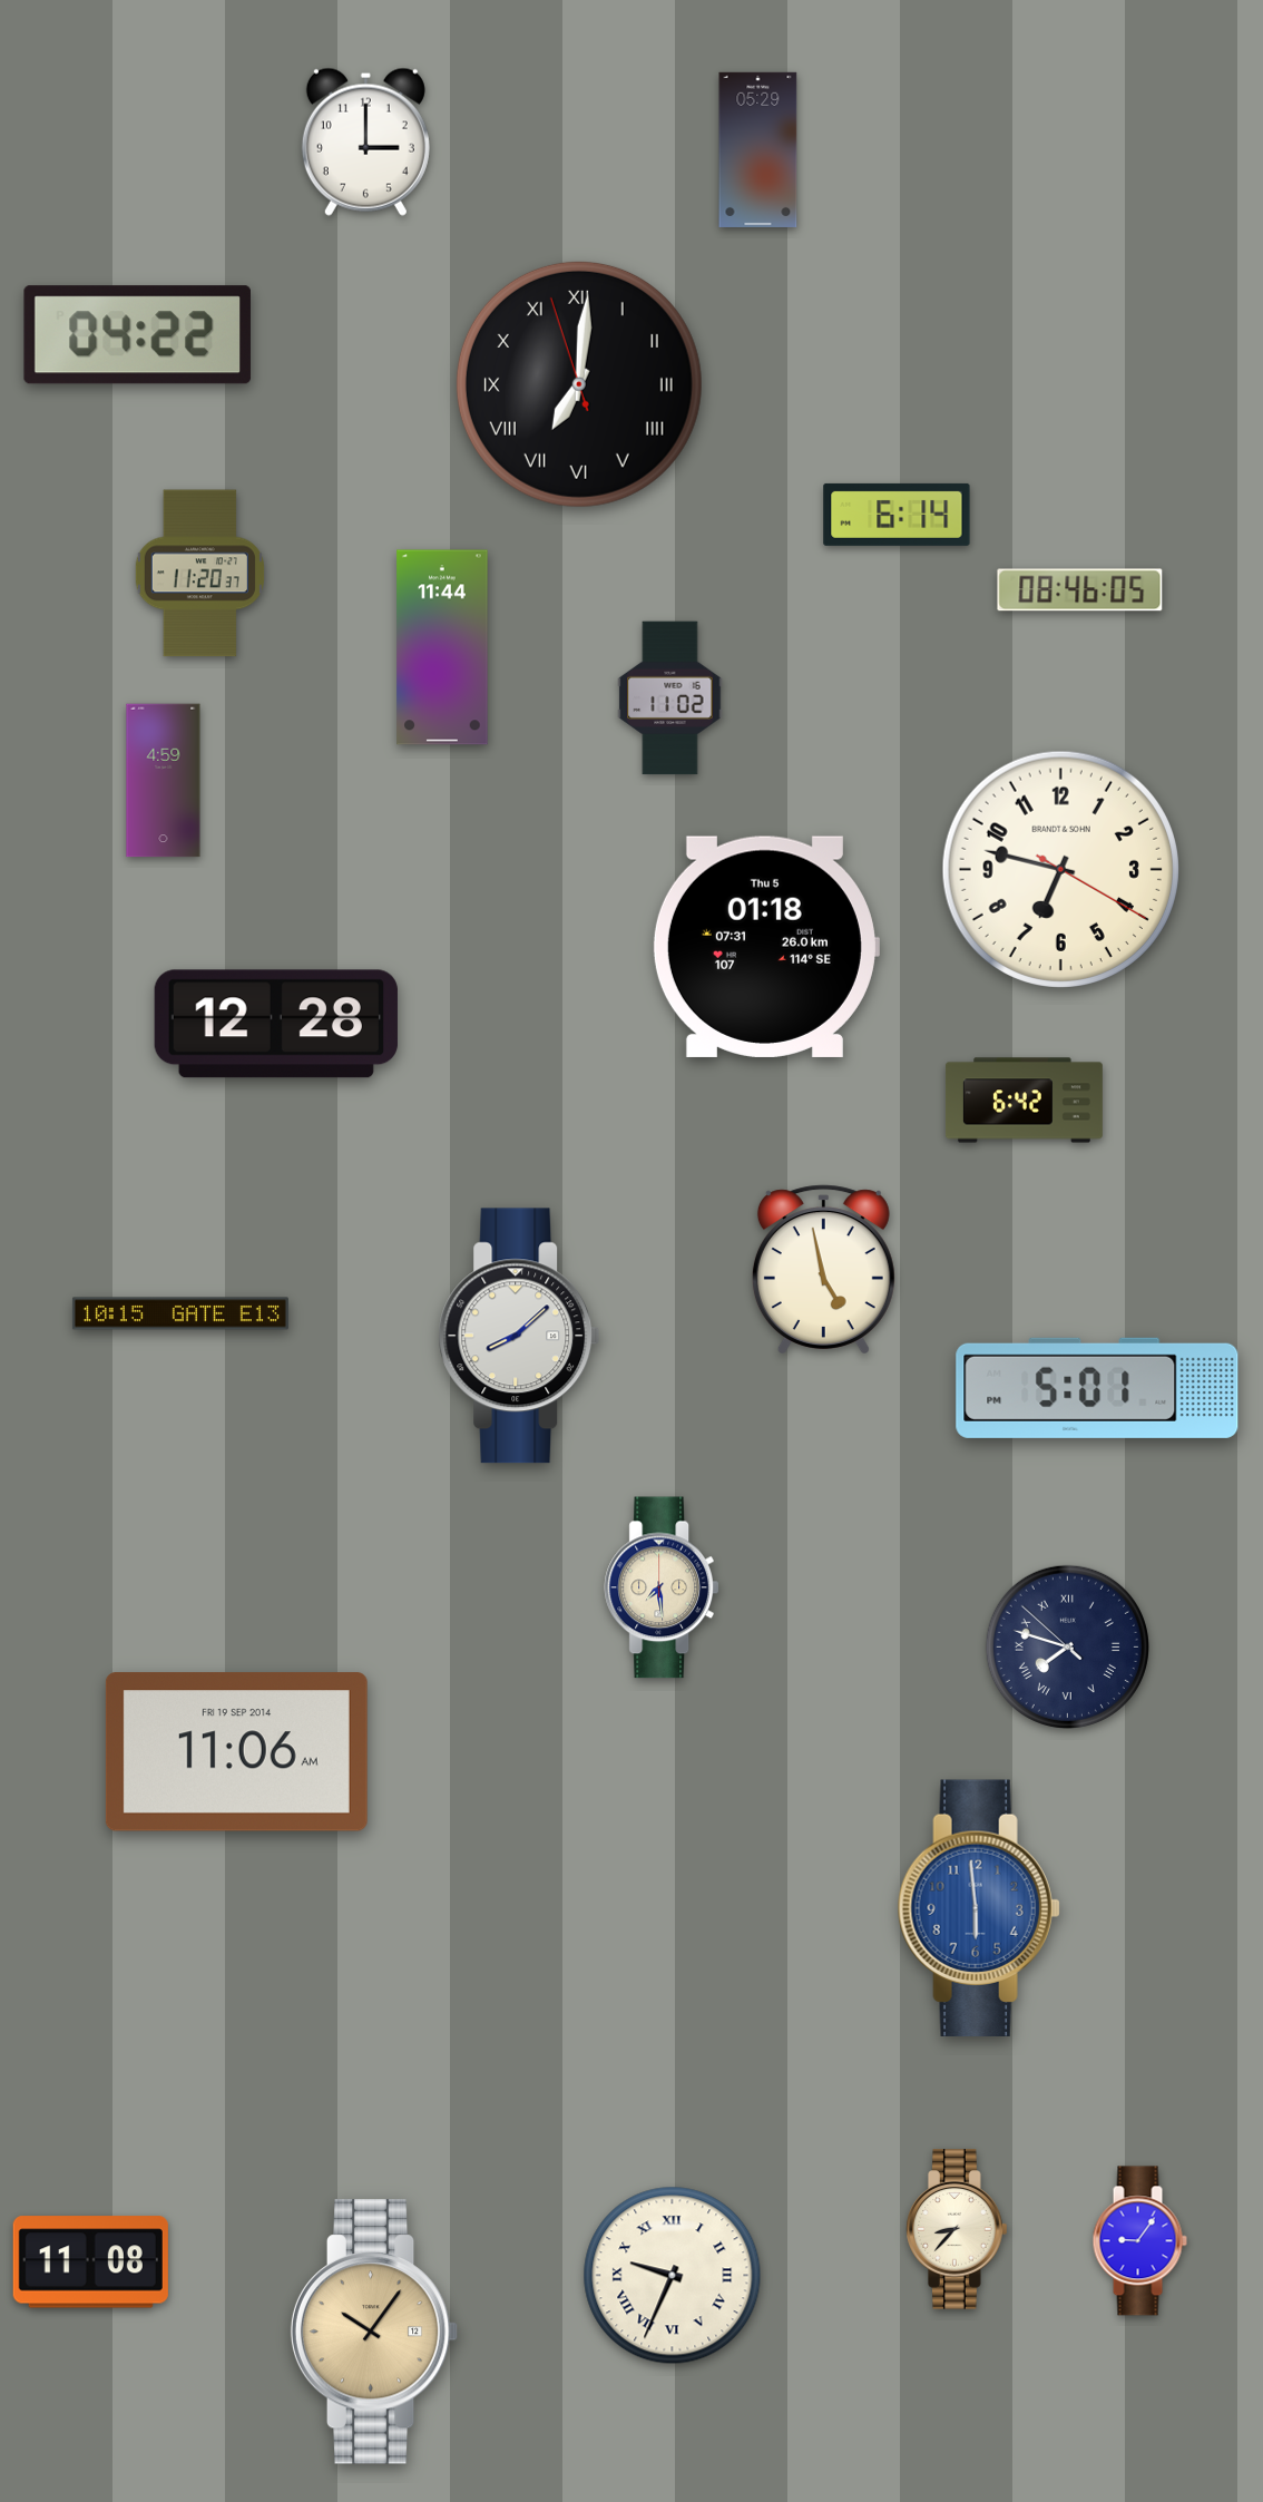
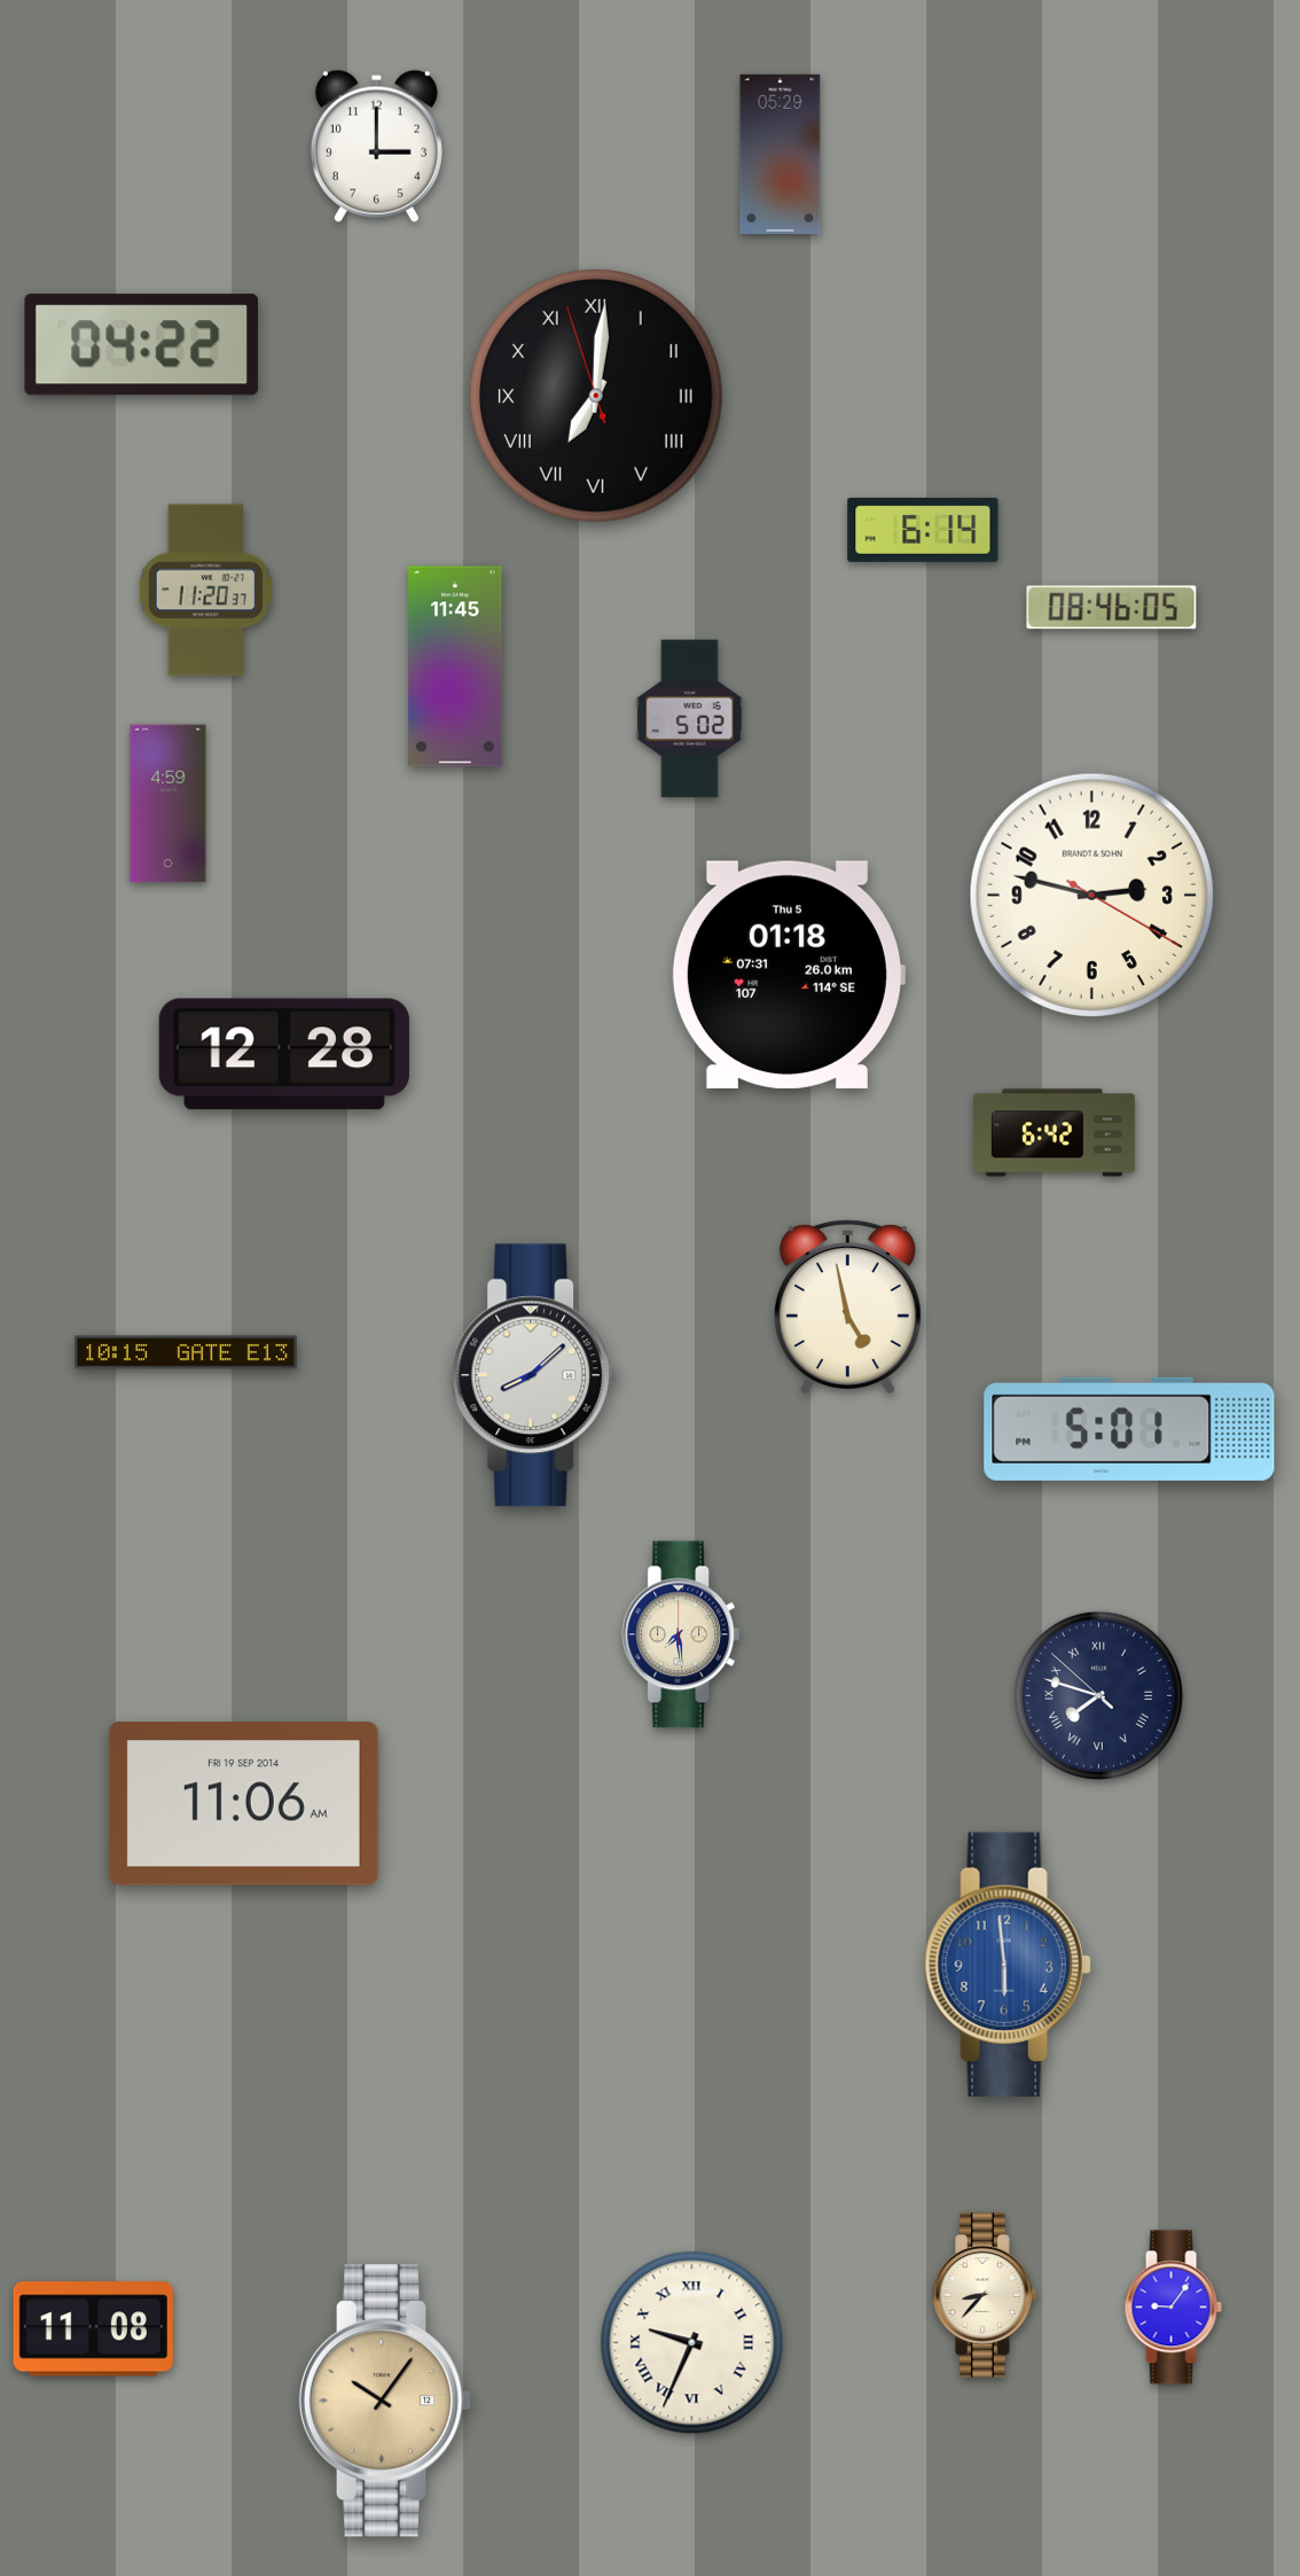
clock at (442, 647): 11:44 -> 11:45
clock at (670, 698): 11:02 -> 5:02
clock at (1060, 869): 6:47 -> 2:47
